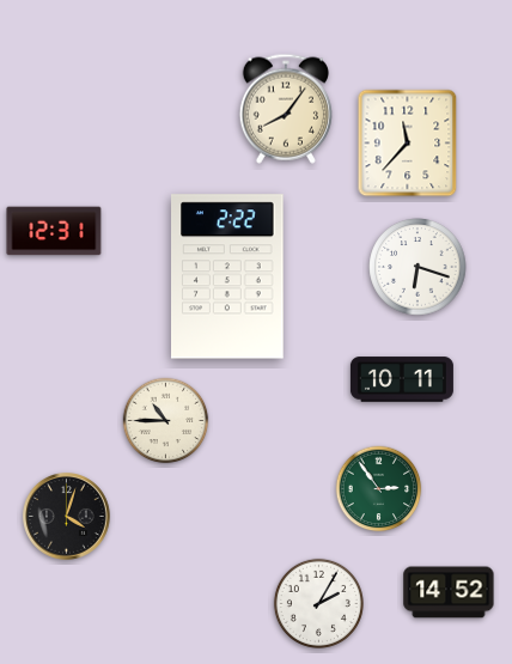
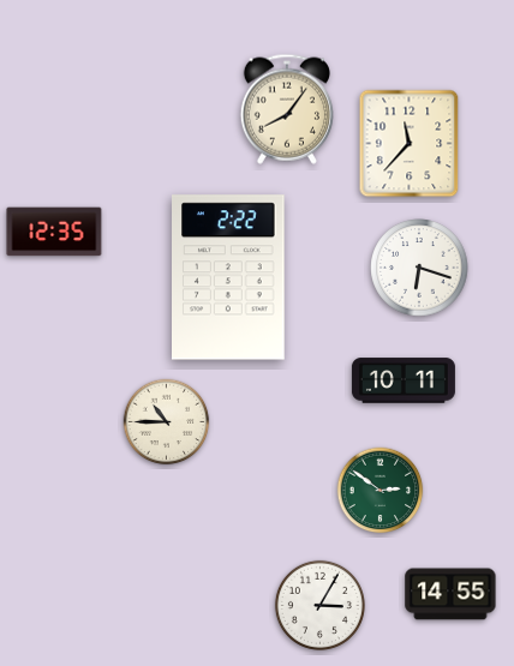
clock at (54, 231): 12:31 -> 12:35
clock at (379, 489): 2:54 -> 2:51
clock at (67, 517): 4:03 -> none
clock at (449, 592): 14:52 -> 14:55
clock at (318, 603): 2:05 -> 3:05
